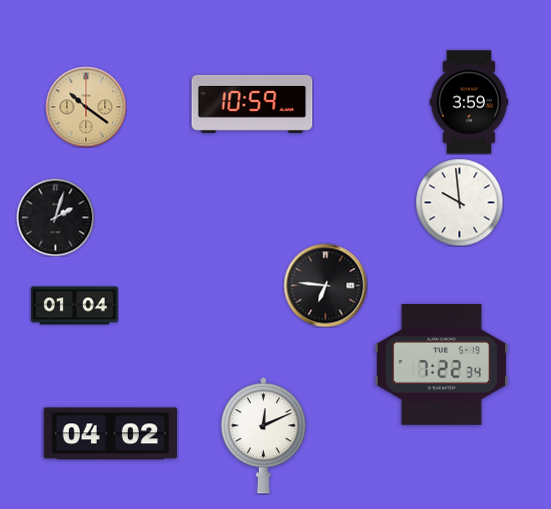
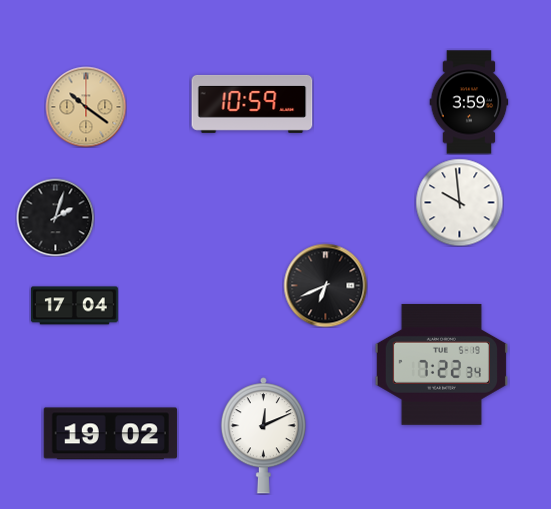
clock at (325, 285): 6:46 -> 6:41
clock at (74, 306): 01:04 -> 17:04
clock at (110, 434): 04:02 -> 19:02
